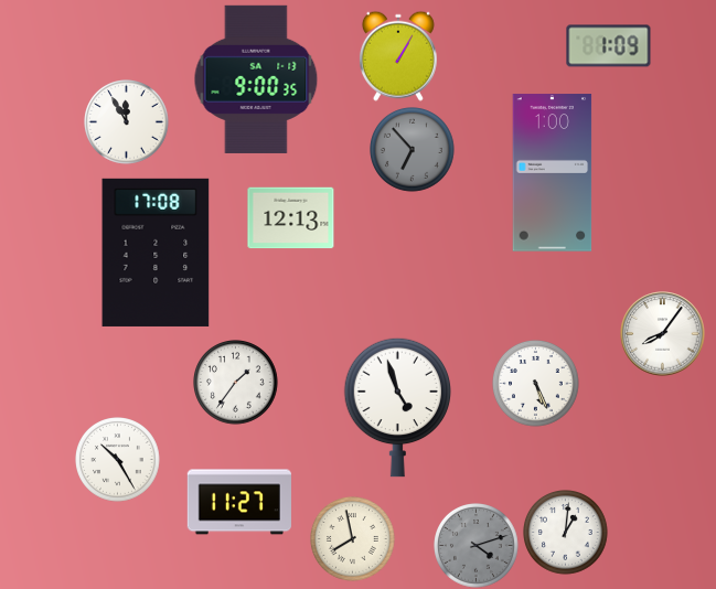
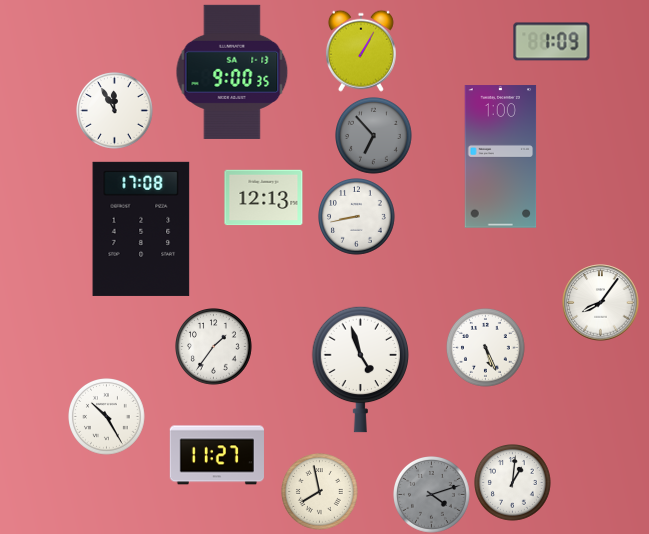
clock at (357, 217): none -> 8:43
clock at (353, 539) position: (353, 539) -> (320, 492)
